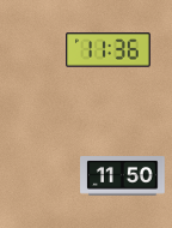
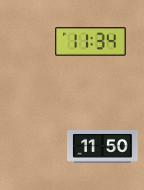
clock at (109, 50): 11:36 -> 11:34
